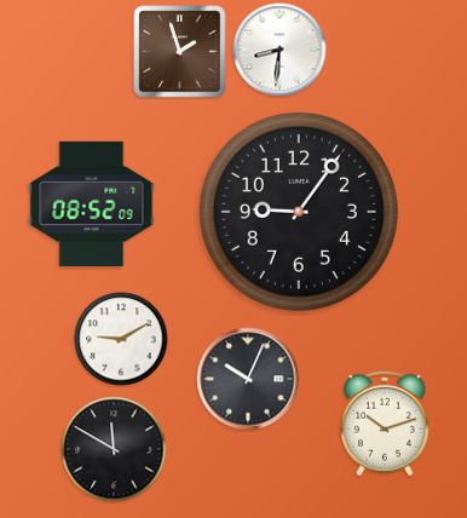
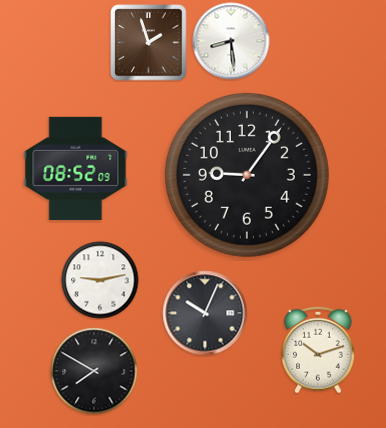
clock at (279, 50): 8:31 -> 8:29
clock at (121, 339): 9:10 -> 9:13
clock at (114, 449): 11:50 -> 7:50
